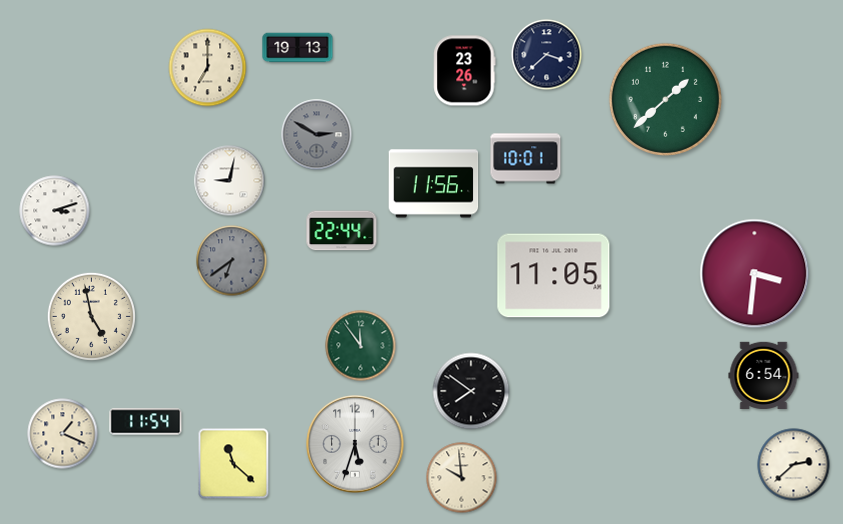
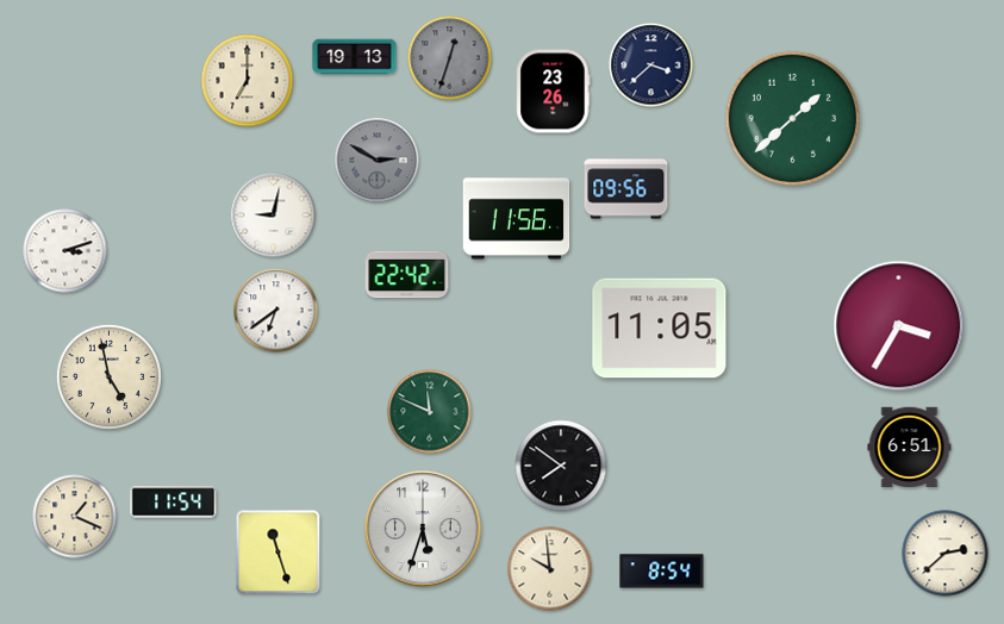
clock at (450, 58): none -> 12:33
clock at (465, 71) position: (465, 71) -> (554, 92)
clock at (526, 159): 10:01 -> 09:56
clock at (342, 231): 22:44 -> 22:42
clock at (232, 261) dial: grey -> white
clock at (755, 274): 3:31 -> 3:35
clock at (361, 346): 11:54 -> 11:49
clock at (764, 375): 6:54 -> 6:51
clock at (234, 464): 11:22 -> 11:27
clock at (662, 572): none -> 8:54
